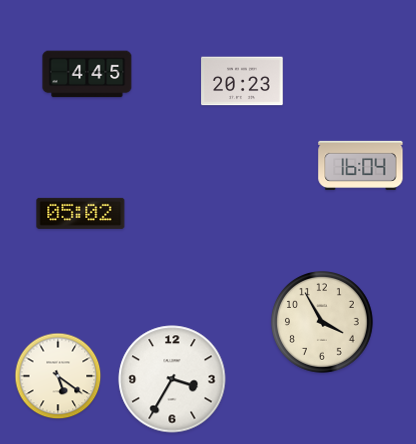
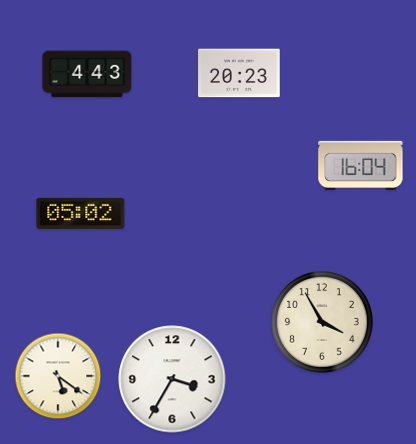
clock at (87, 74): 4:45 -> 4:43
clock at (242, 81) position: (242, 81) -> (239, 73)
